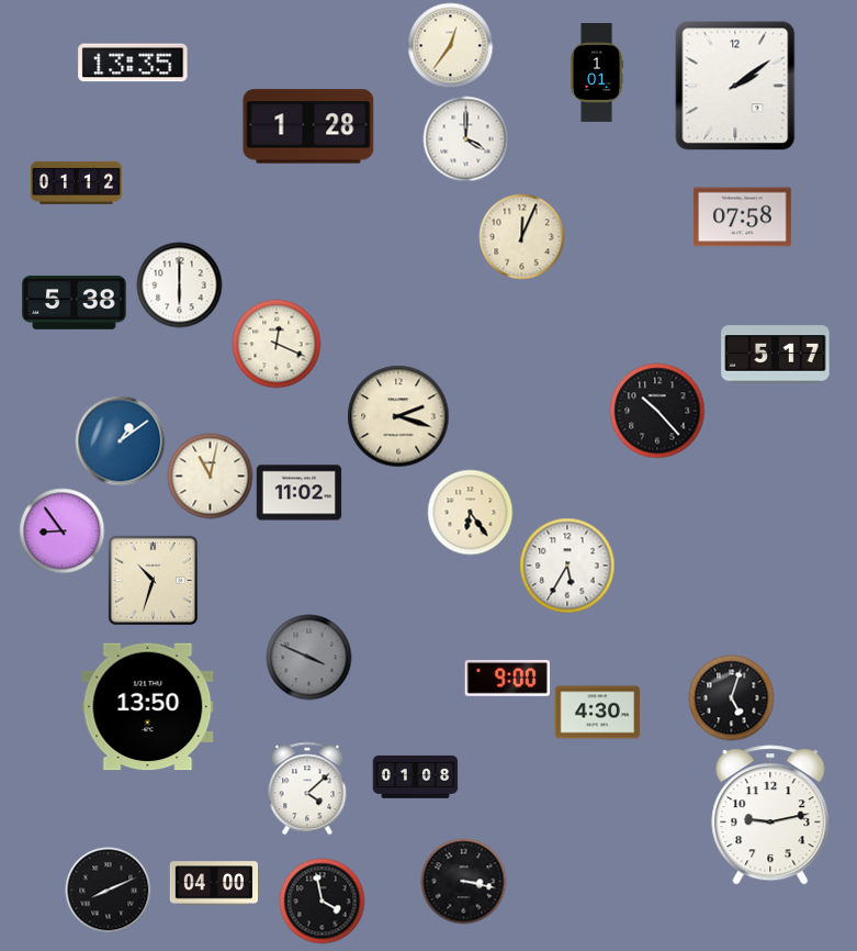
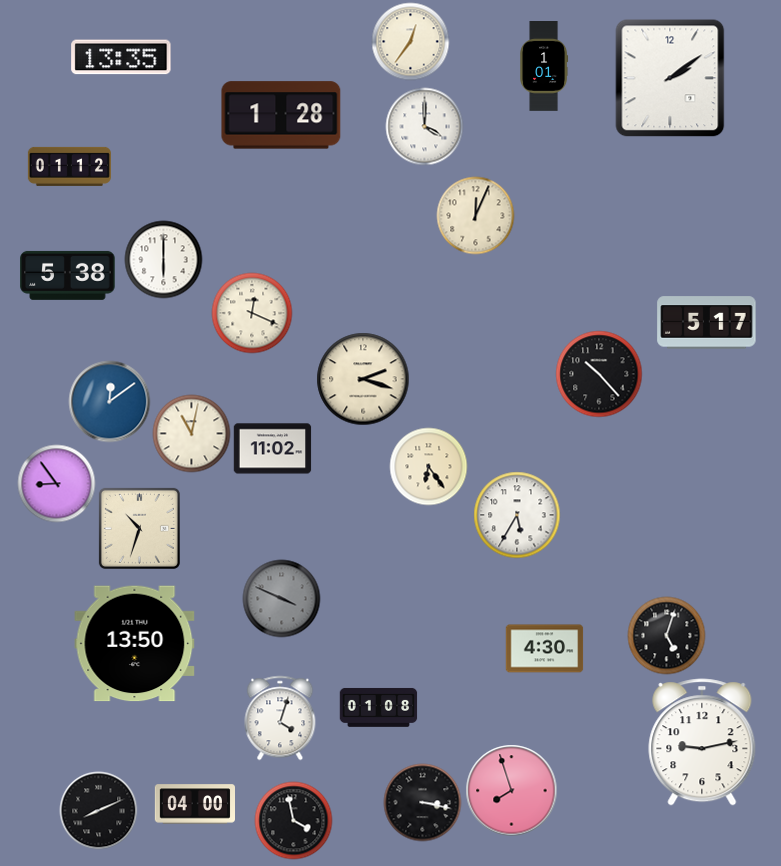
clock at (742, 217): 07:58 -> none
clock at (120, 440): 1:09 -> 12:09
clock at (507, 679): 9:00 -> none
clock at (307, 788): 4:08 -> 4:03
clock at (511, 790): none -> 7:57
